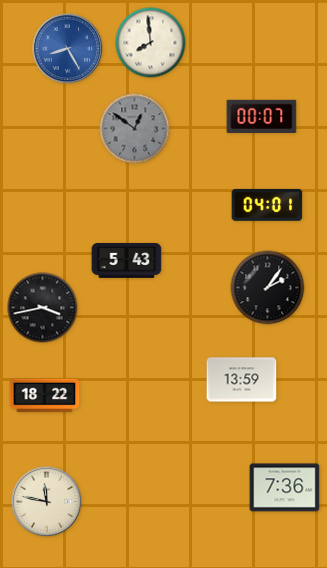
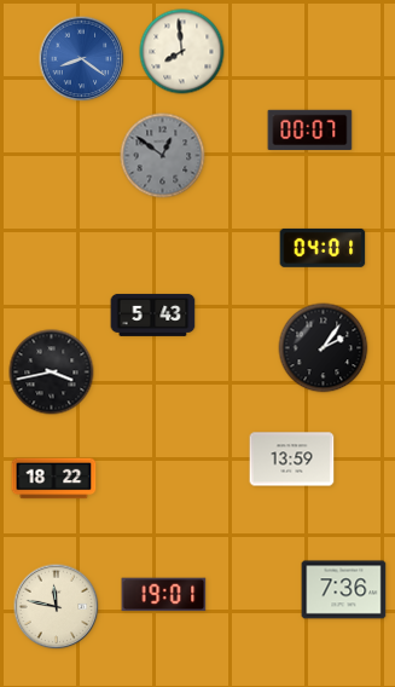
clock at (68, 49): 8:25 -> 8:21
clock at (262, 116) position: (262, 116) -> (310, 129)
clock at (164, 595): none -> 19:01
